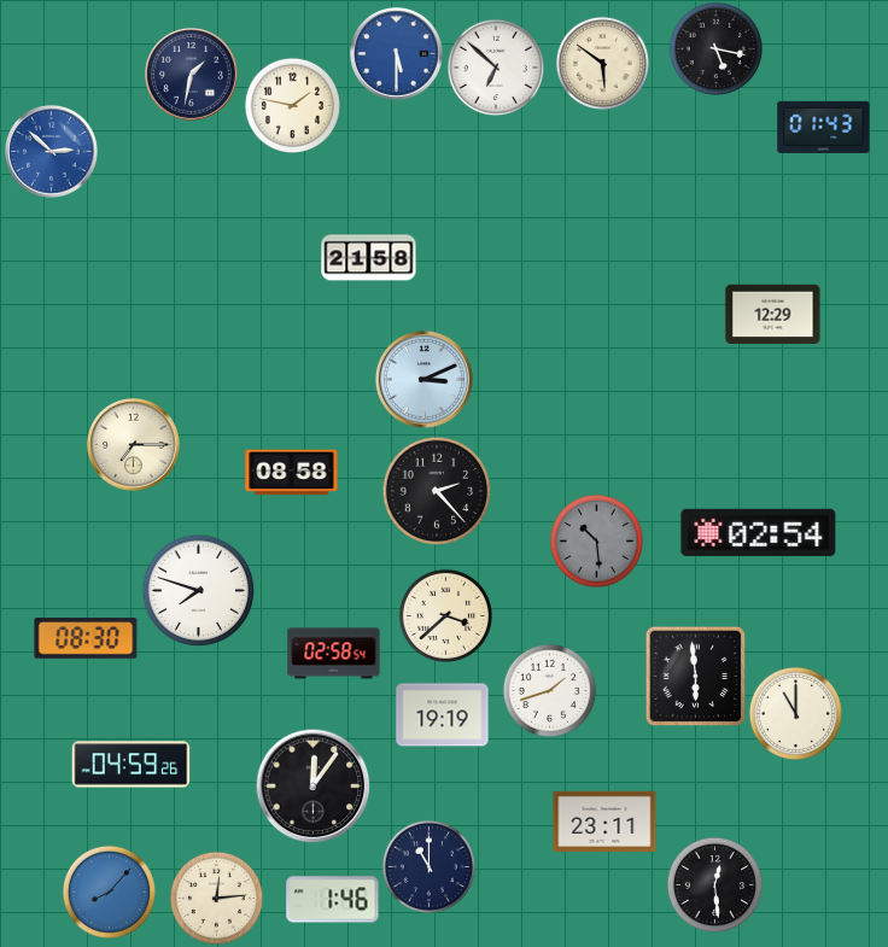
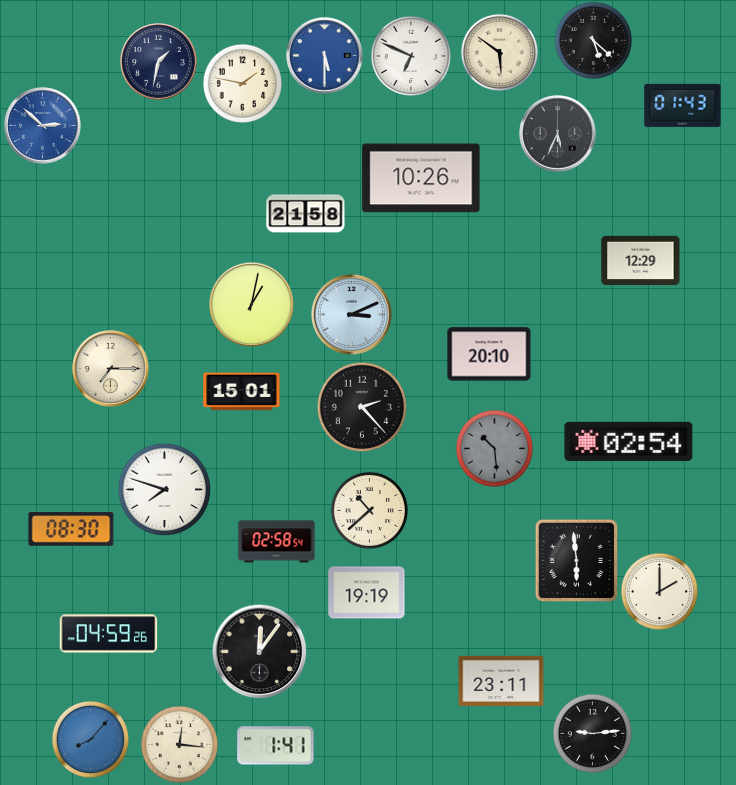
clock at (715, 48): 5:17 -> 5:22
clock at (397, 54) position: (397, 54) -> (325, 56)
clock at (495, 66): 6:52 -> 6:49
clock at (292, 105) position: (292, 105) -> (242, 83)
clock at (558, 134): none -> 5:34
clock at (421, 178): none -> 10:26
clock at (251, 304): none -> 1:02
clock at (489, 354): none -> 20:10
clock at (292, 473): 08:58 -> 15:01
clock at (445, 615): 3:38 -> 10:38
clock at (549, 690): 1:42 -> none
clock at (795, 713): 11:00 -> 2:00
clock at (428, 866): 11:00 -> none
clock at (714, 884): 12:29 -> 9:14
clock at (216, 898): 12:14 -> 12:16
clock at (333, 900): 1:46 -> 1:41
